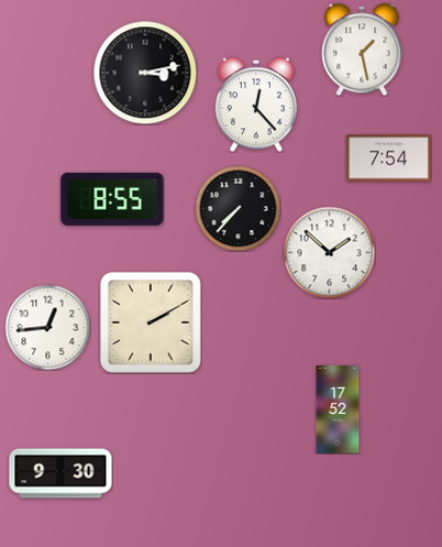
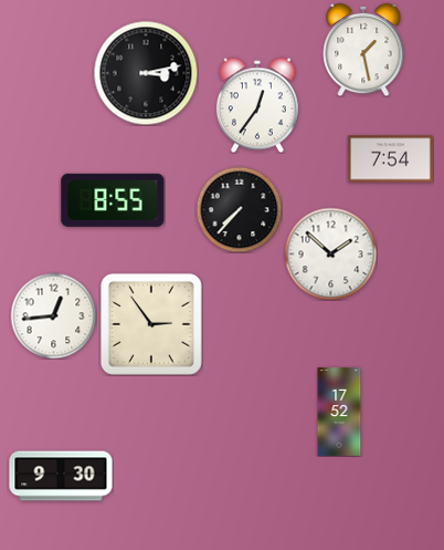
clock at (256, 105): 12:23 -> 12:36
clock at (151, 322): 2:10 -> 2:54
clock at (47, 327) position: (47, 327) -> (53, 315)
